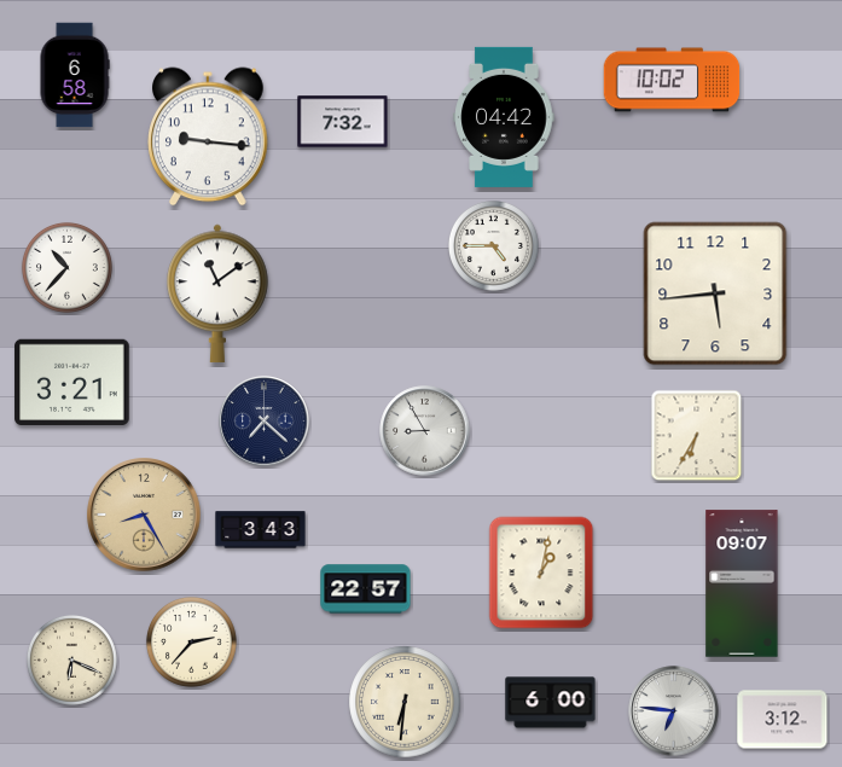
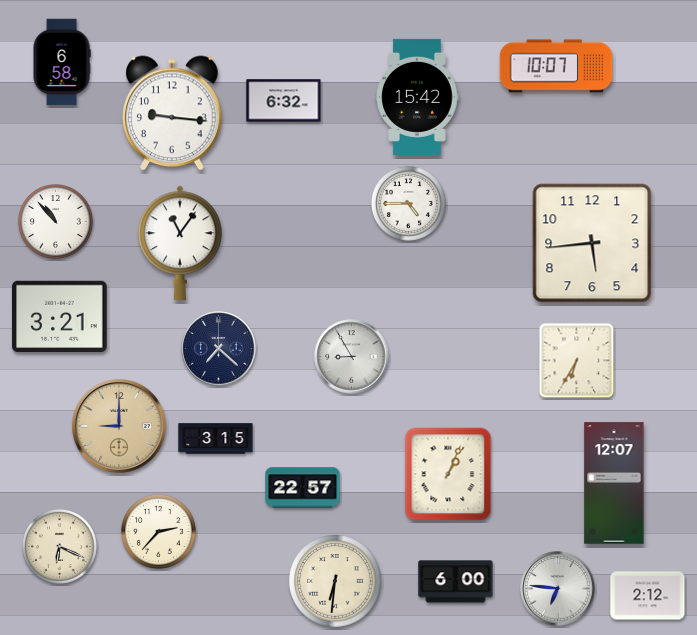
clock at (672, 80): 10:02 -> 10:07
clock at (504, 117): 04:42 -> 15:42
clock at (343, 122): 7:32 -> 6:32
clock at (66, 267): 10:37 -> 10:53
clock at (217, 294): 11:09 -> 11:06
clock at (144, 515): 8:25 -> 9:00
clock at (261, 530): 3:43 -> 3:15
clock at (541, 573): 1:02 -> 1:04
clock at (742, 583): 09:07 -> 12:07
clock at (783, 720): 3:12 -> 2:12
